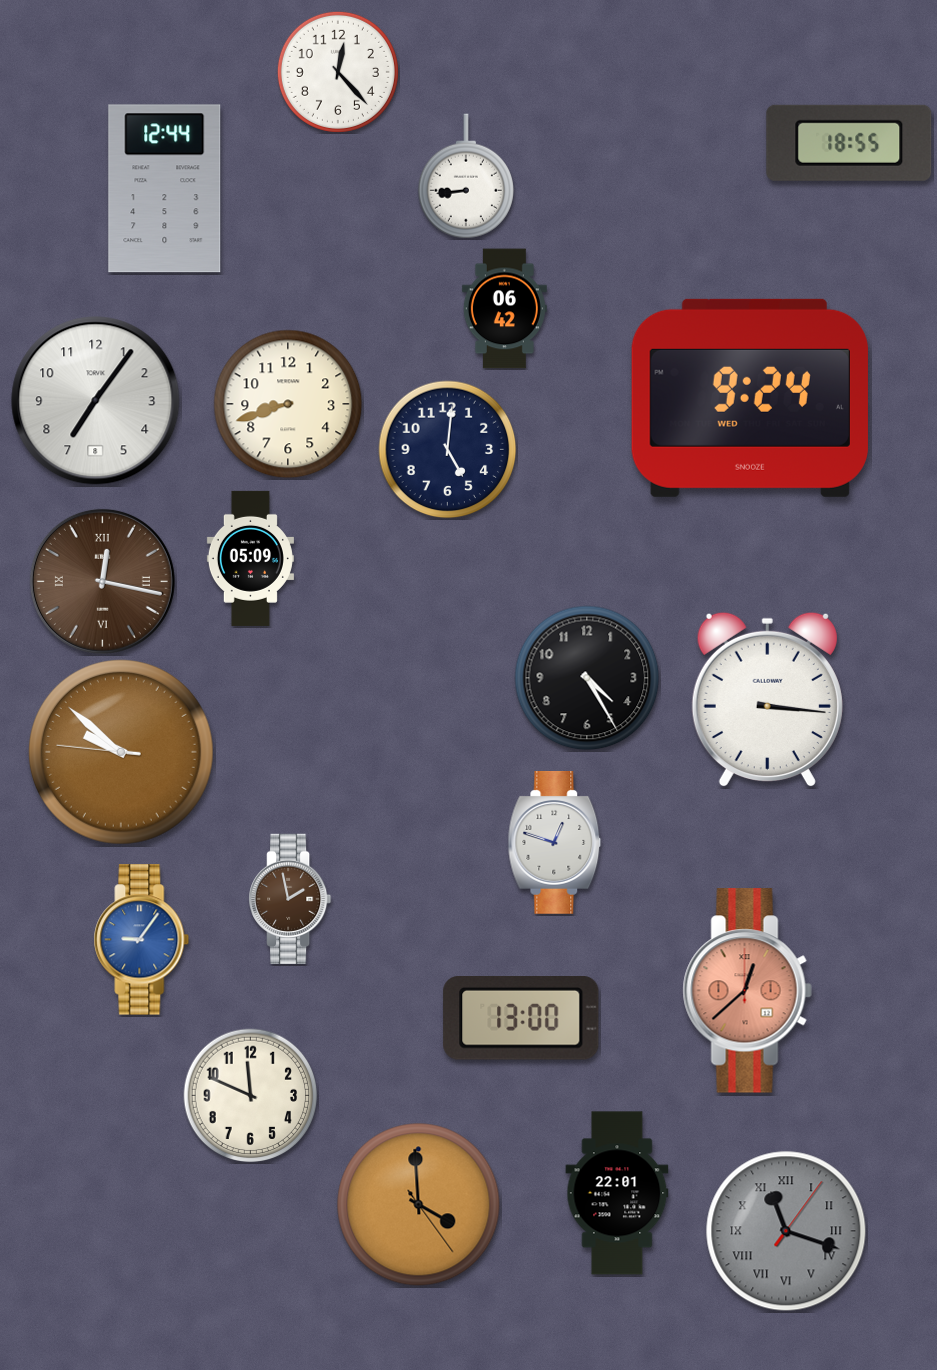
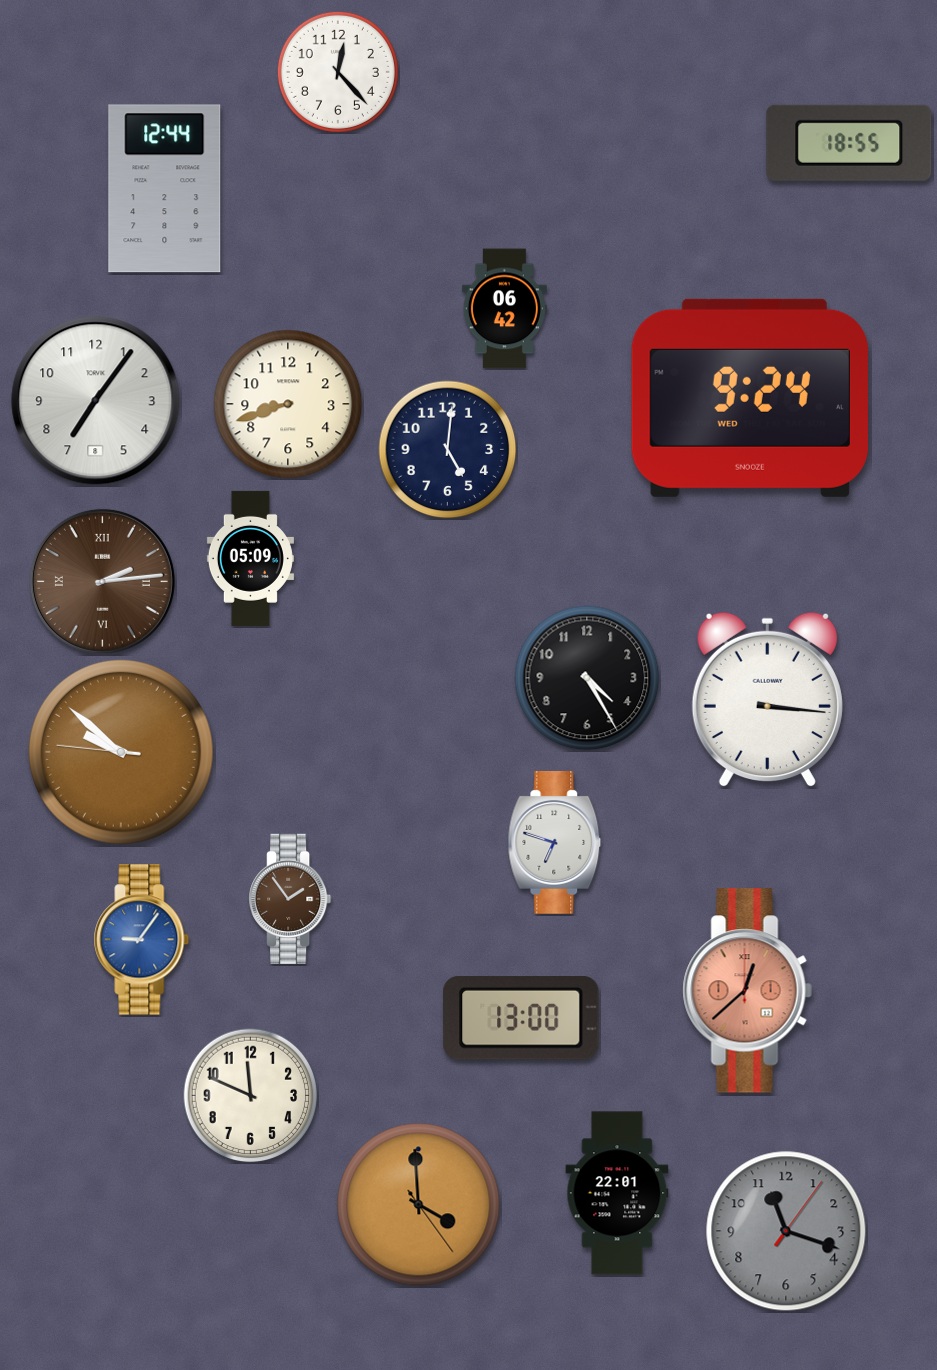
clock at (466, 176): 8:44 -> none
clock at (102, 581): 12:17 -> 2:14
clock at (555, 843): 12:48 -> 6:48
clock at (290, 899): 1:58 -> 1:54
clock at (786, 1231) numerals: Roman -> Arabic
